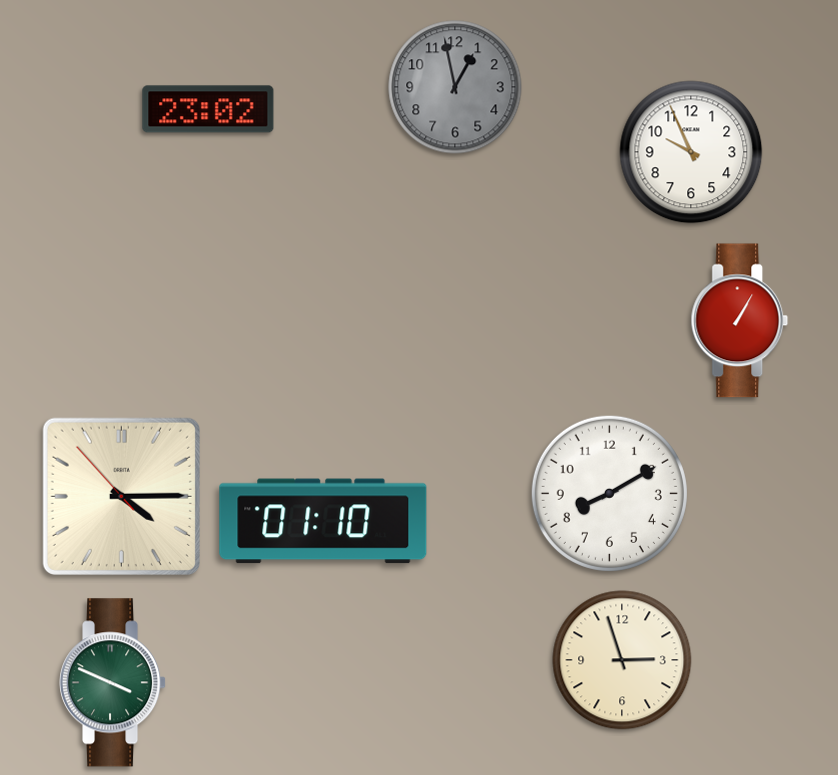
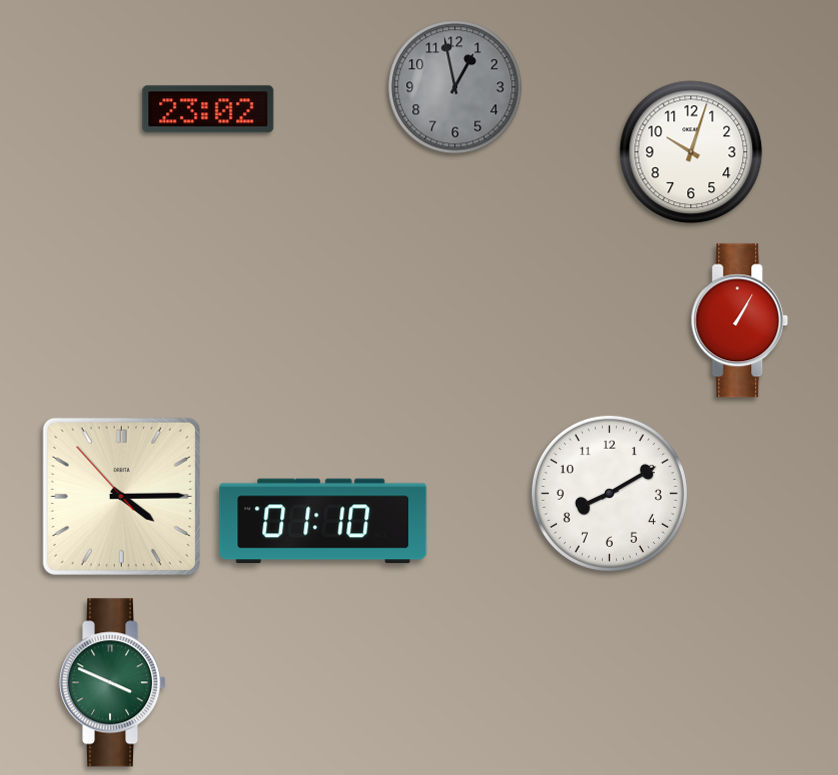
clock at (691, 152): 9:56 -> 10:03
clock at (622, 660): 2:57 -> none
